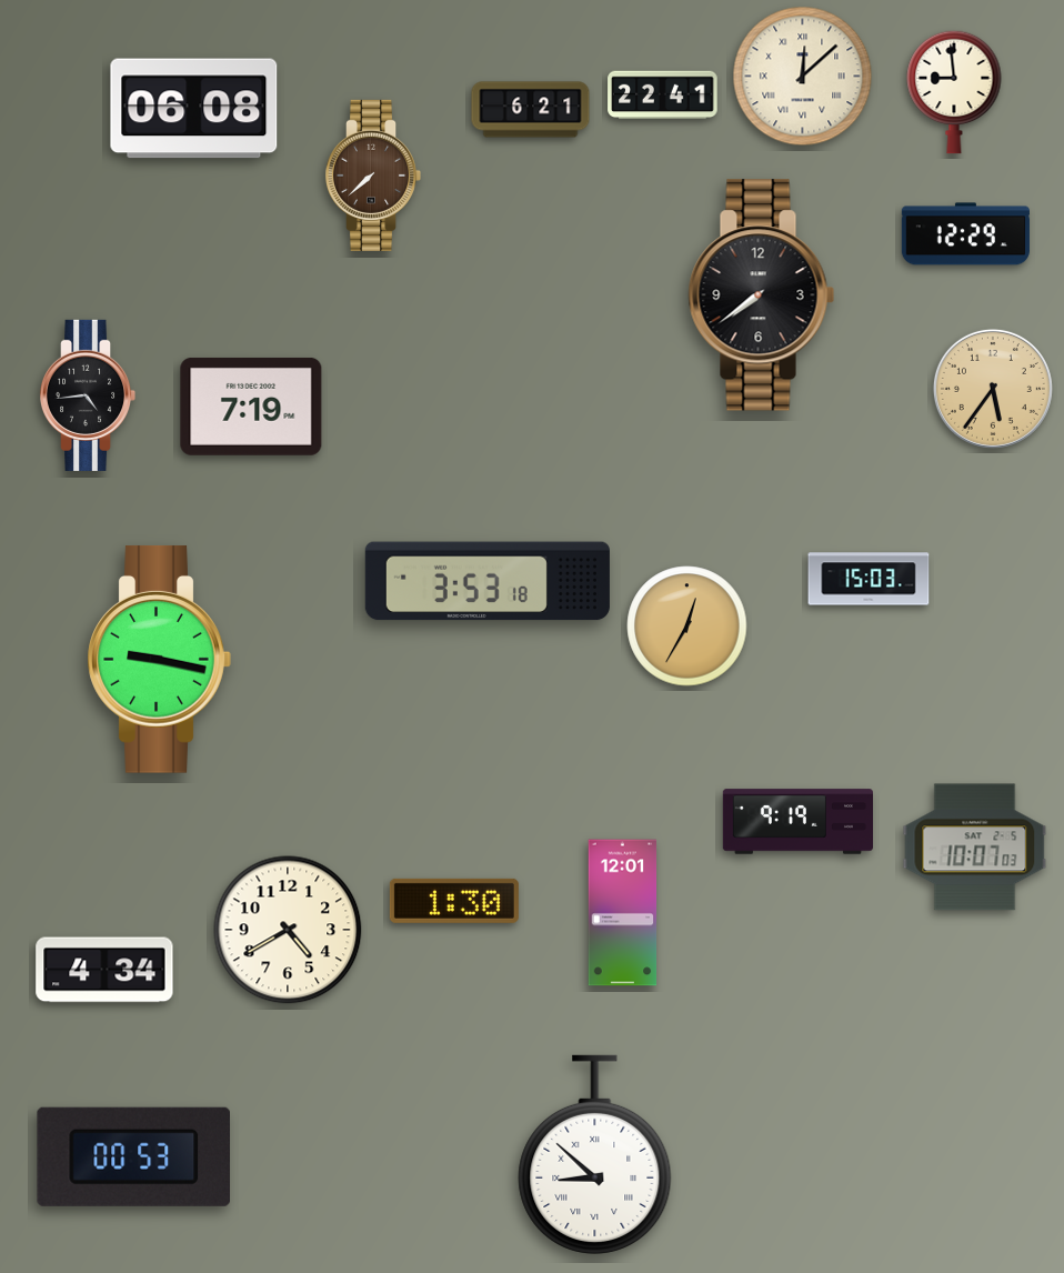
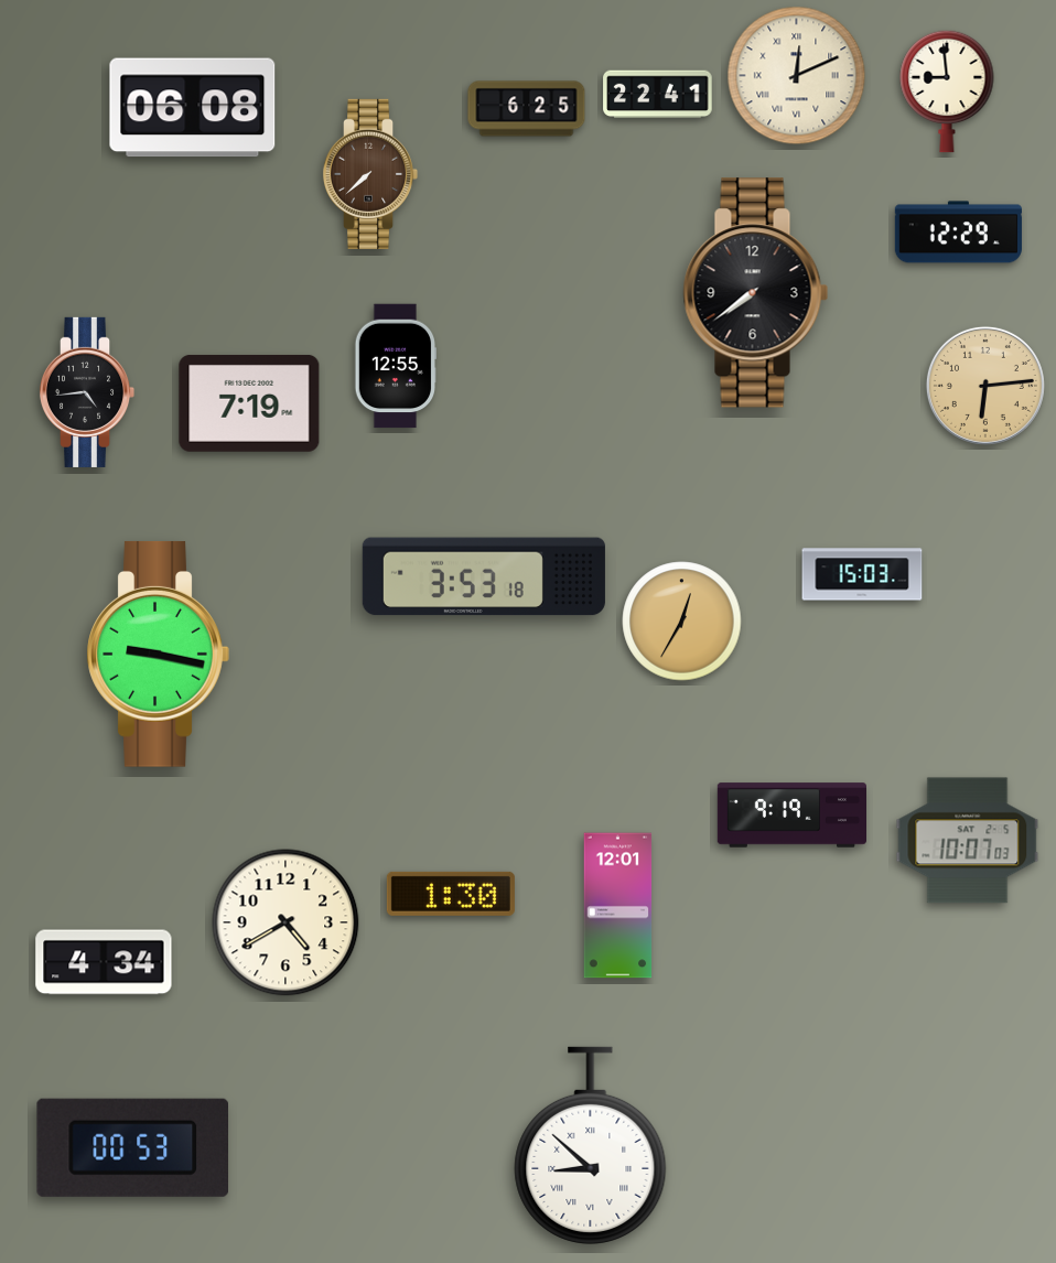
clock at (803, 77): 12:08 -> 12:11
clock at (531, 110): 6:21 -> 6:25
clock at (395, 366): none -> 12:55
clock at (993, 389): 5:36 -> 6:14
